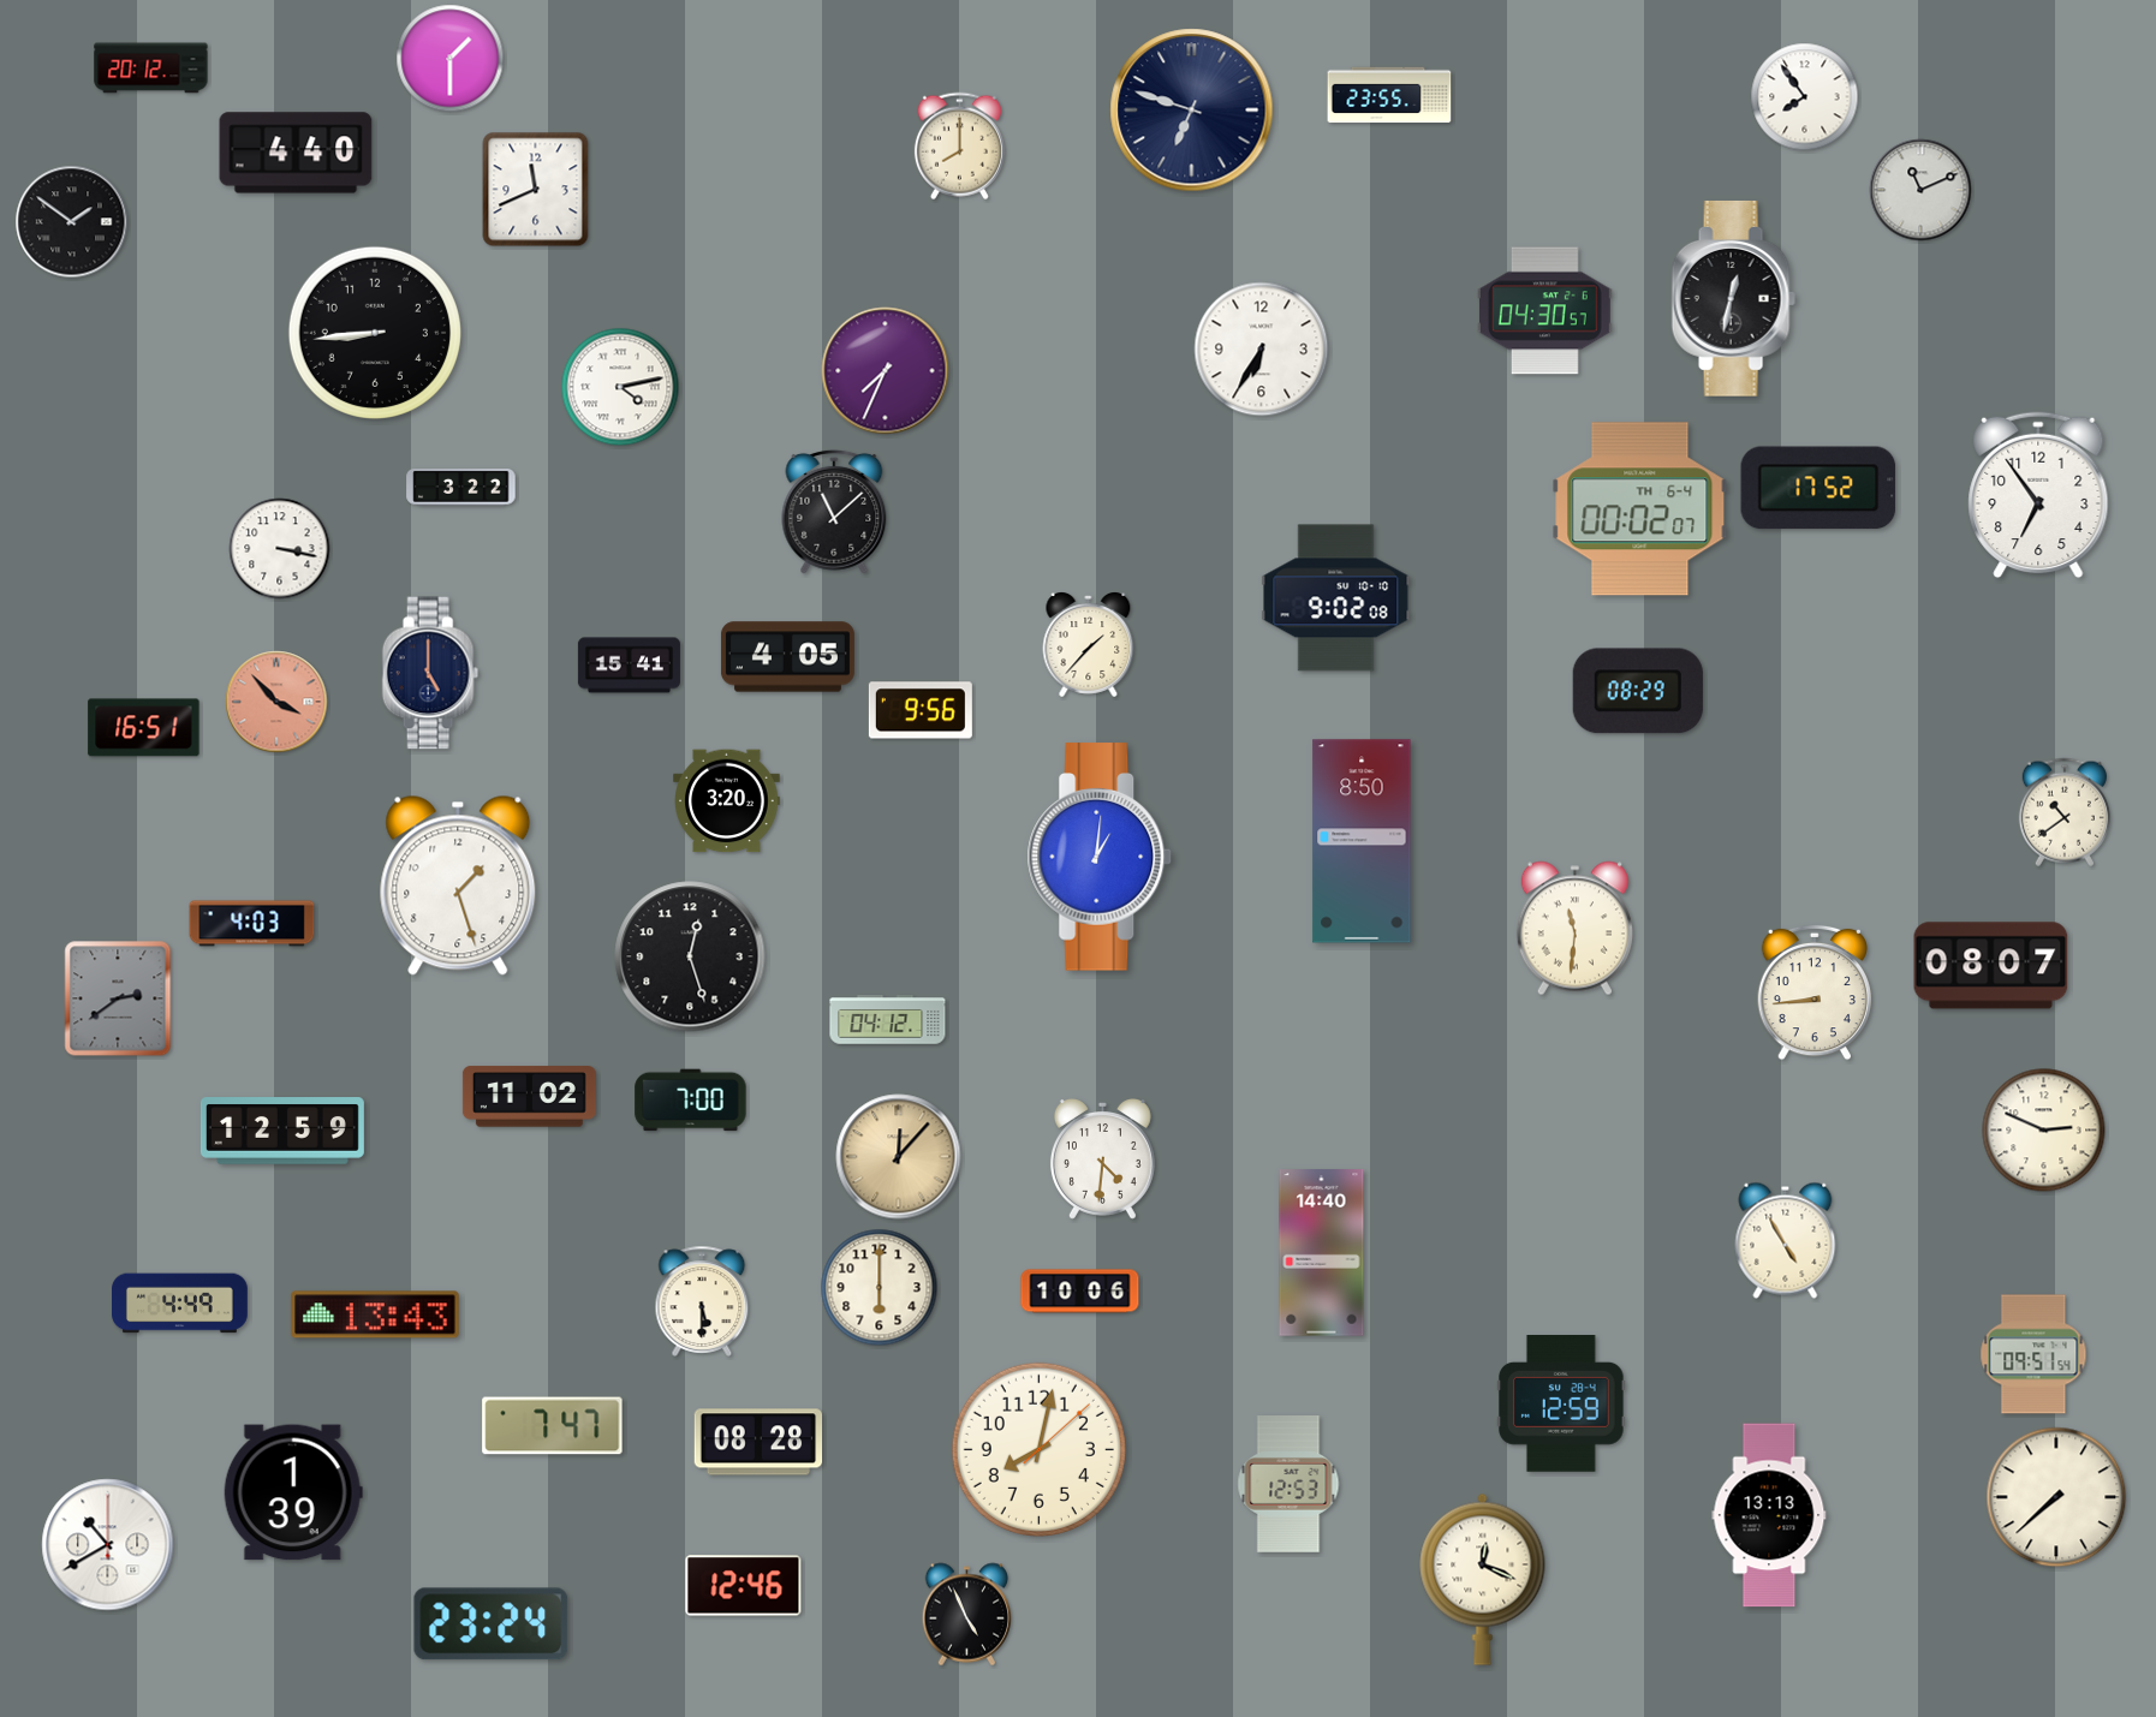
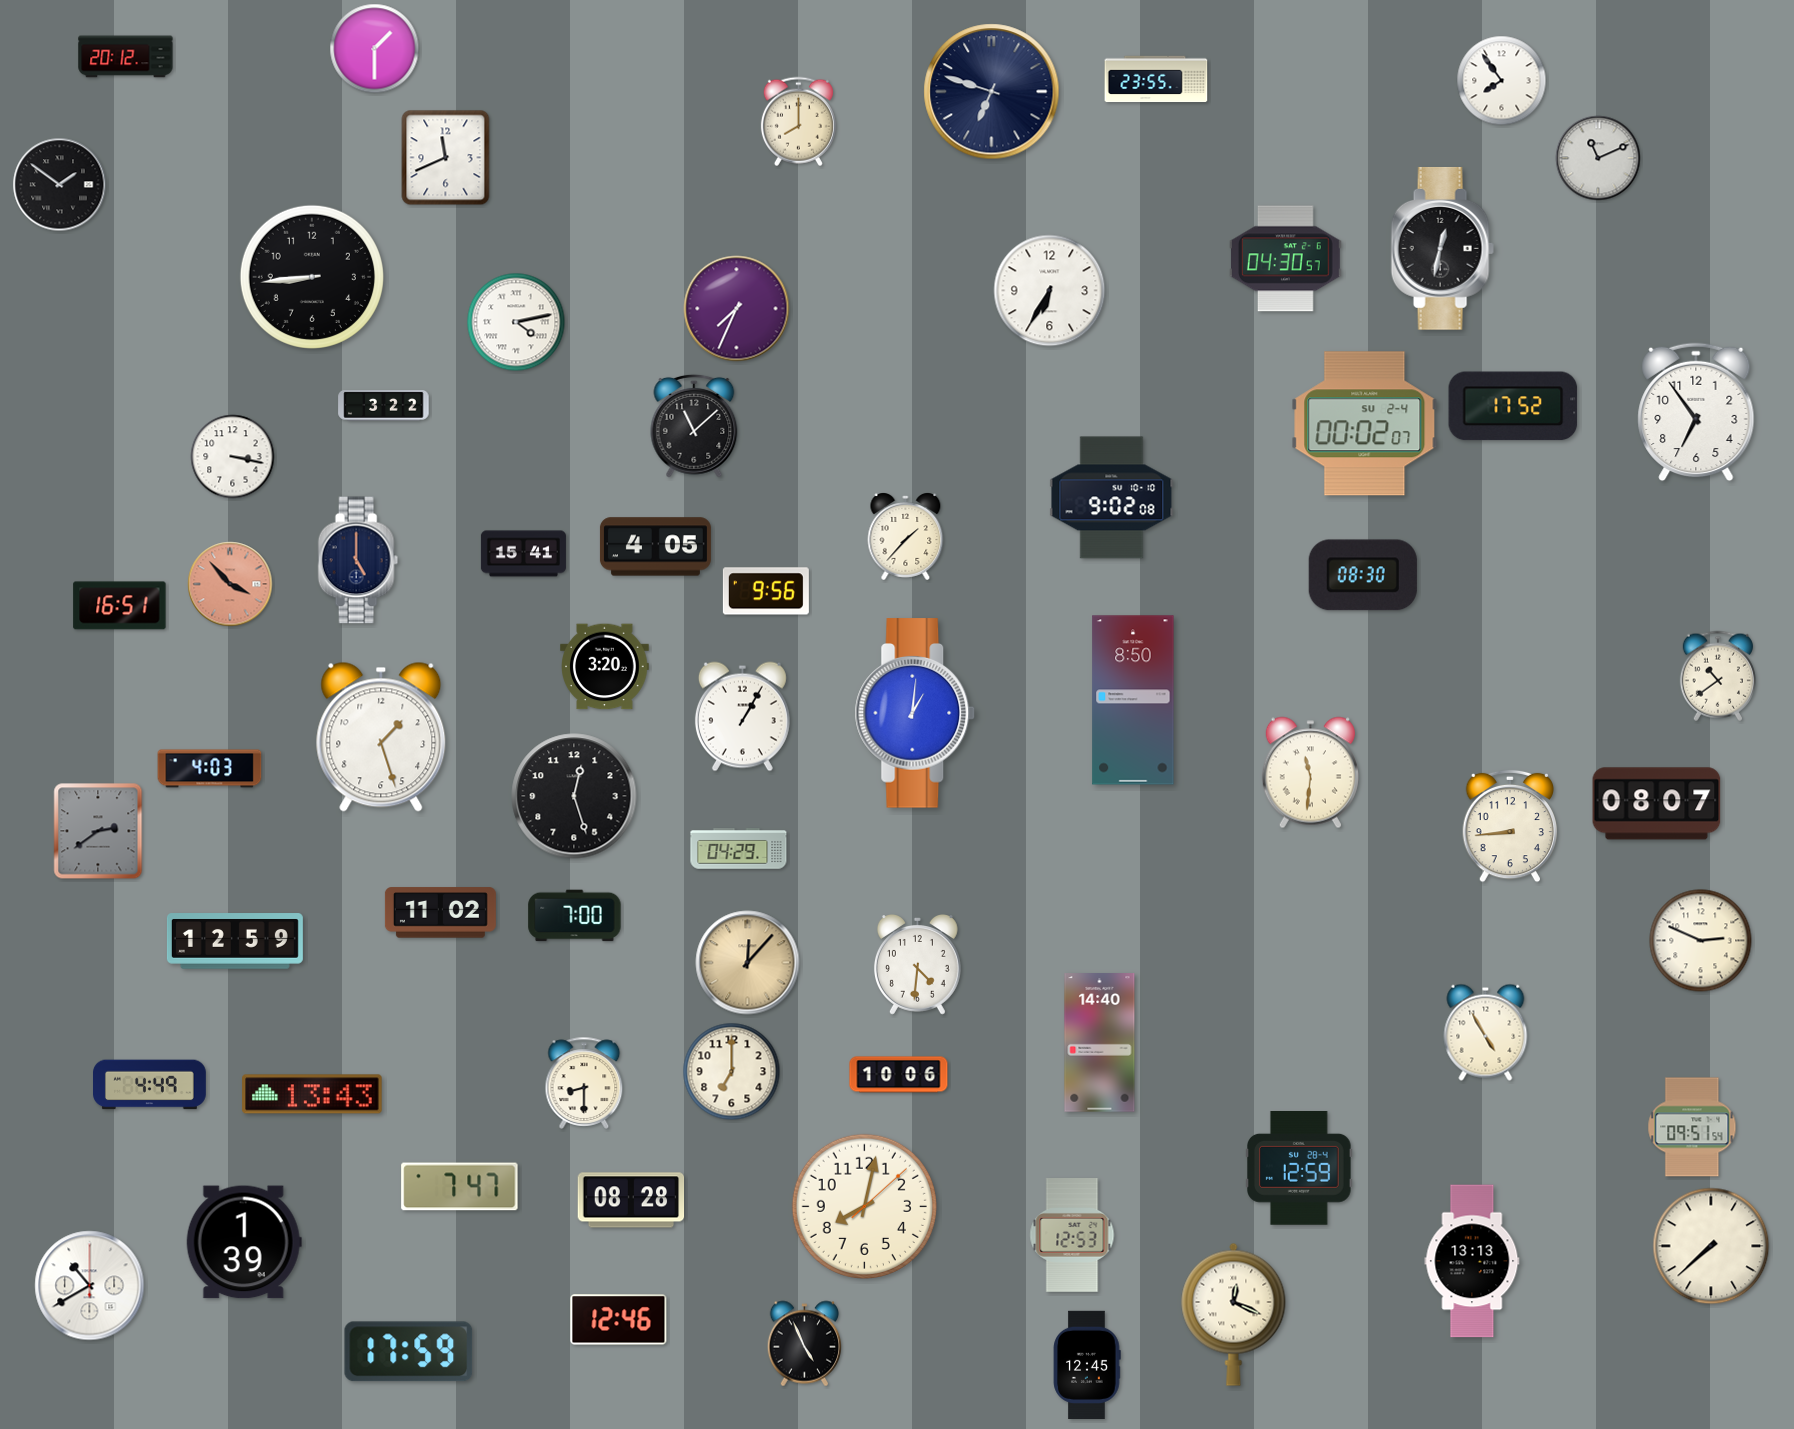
clock at (296, 153): 4:40 -> none
clock at (1640, 509) date: TH 6-4 -> SU 2-4
clock at (1638, 691): 08:29 -> 08:30
clock at (742, 717): none -> 1:05
clock at (888, 1020): 04:12 -> 04:29
clock at (880, 1288): 6:00 -> 7:00
clock at (702, 1301): 5:30 -> 8:30
clock at (492, 1624): 23:24 -> 17:59
clock at (1087, 1364): none -> 12:45
